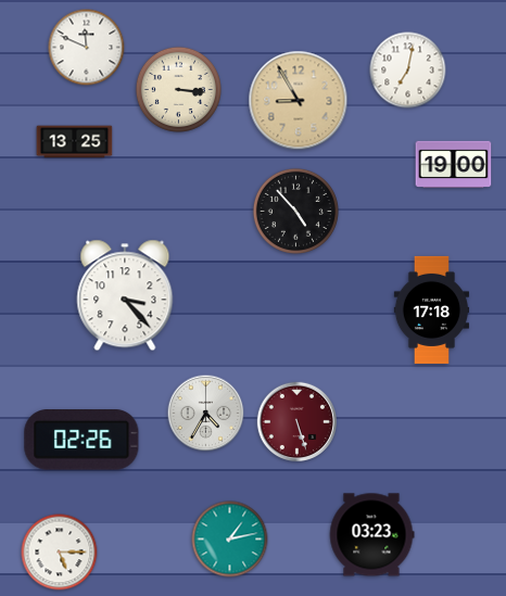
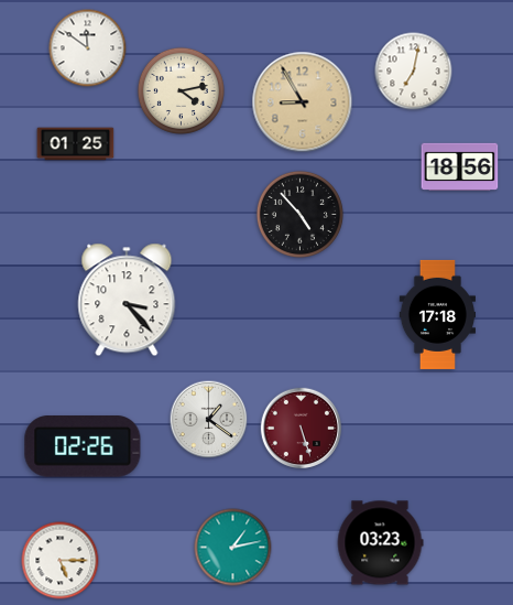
clock at (87, 48): 11:49 -> 11:51
clock at (178, 89): 3:16 -> 4:13
clock at (75, 142): 13:25 -> 01:25
clock at (454, 164): 19:00 -> 18:56
clock at (206, 414): 4:35 -> 1:21
clock at (371, 535) position: (371, 535) -> (380, 543)
